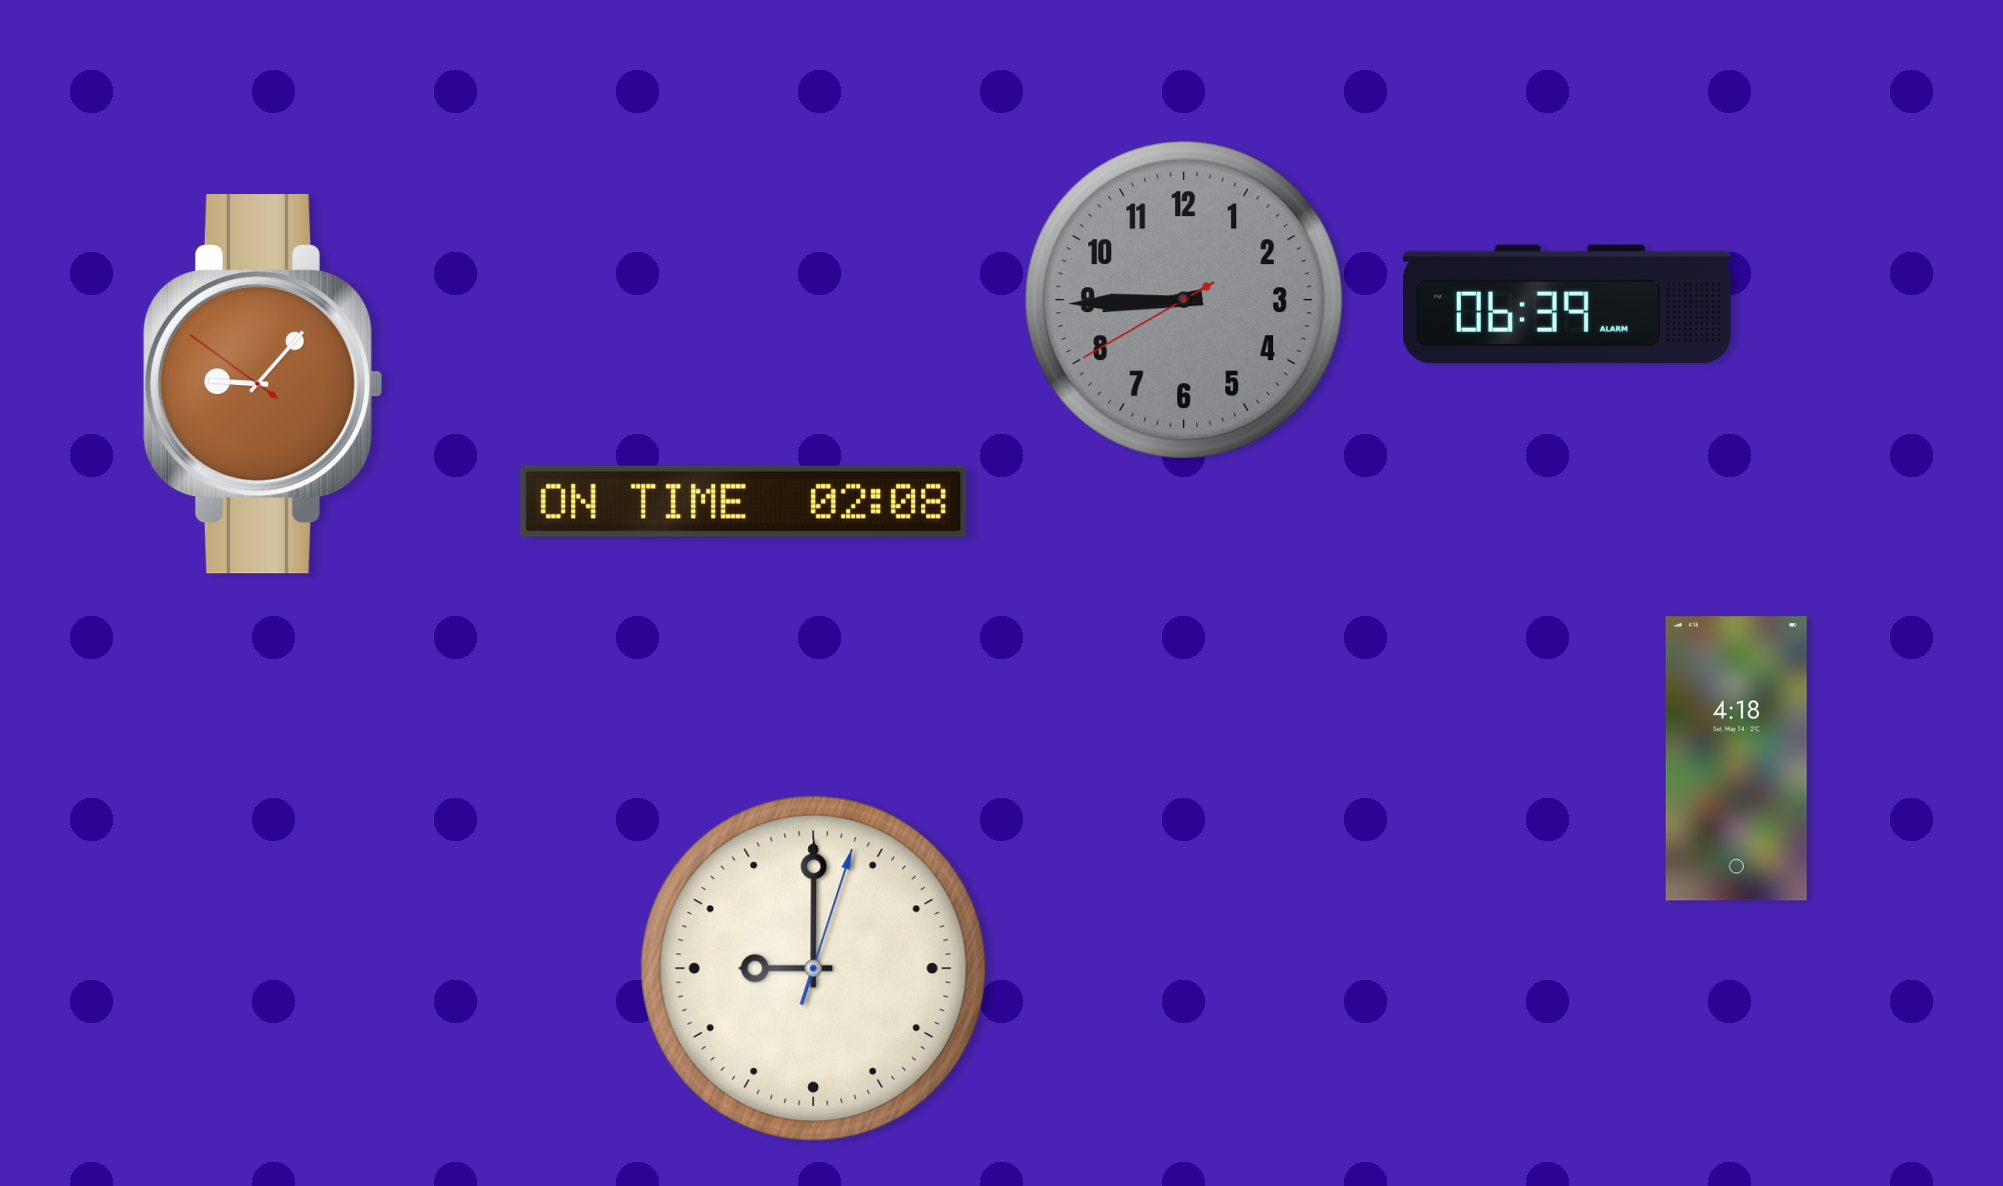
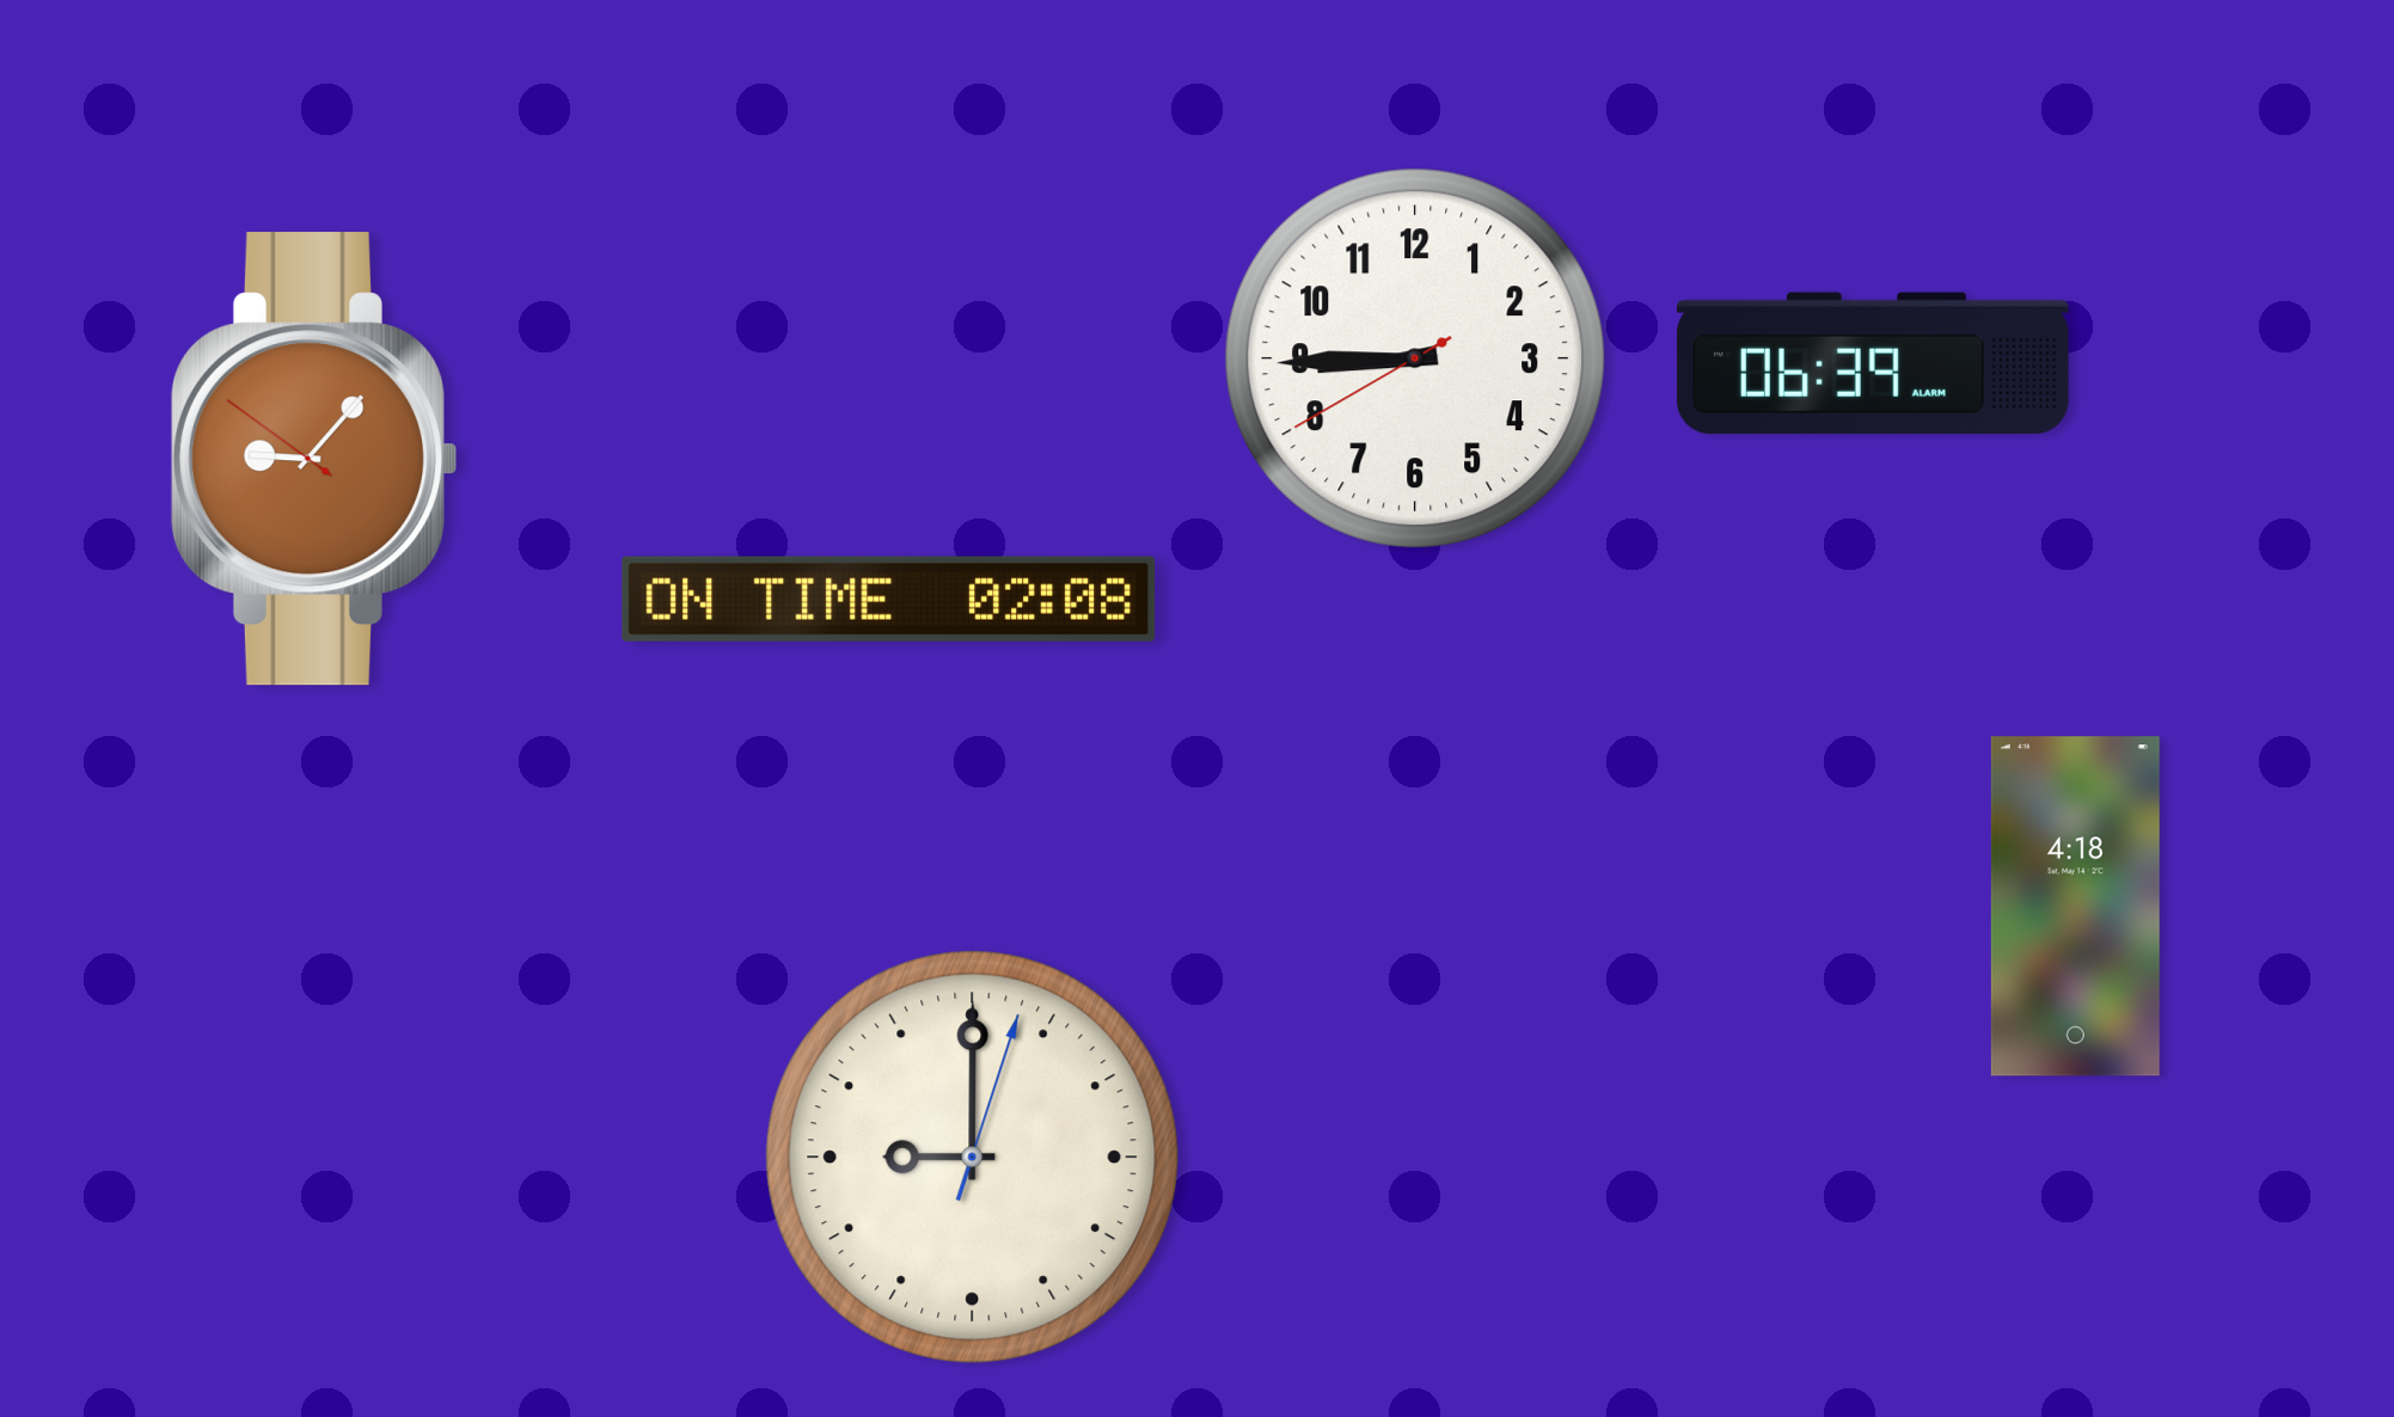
clock at (1184, 300) dial: grey -> white
